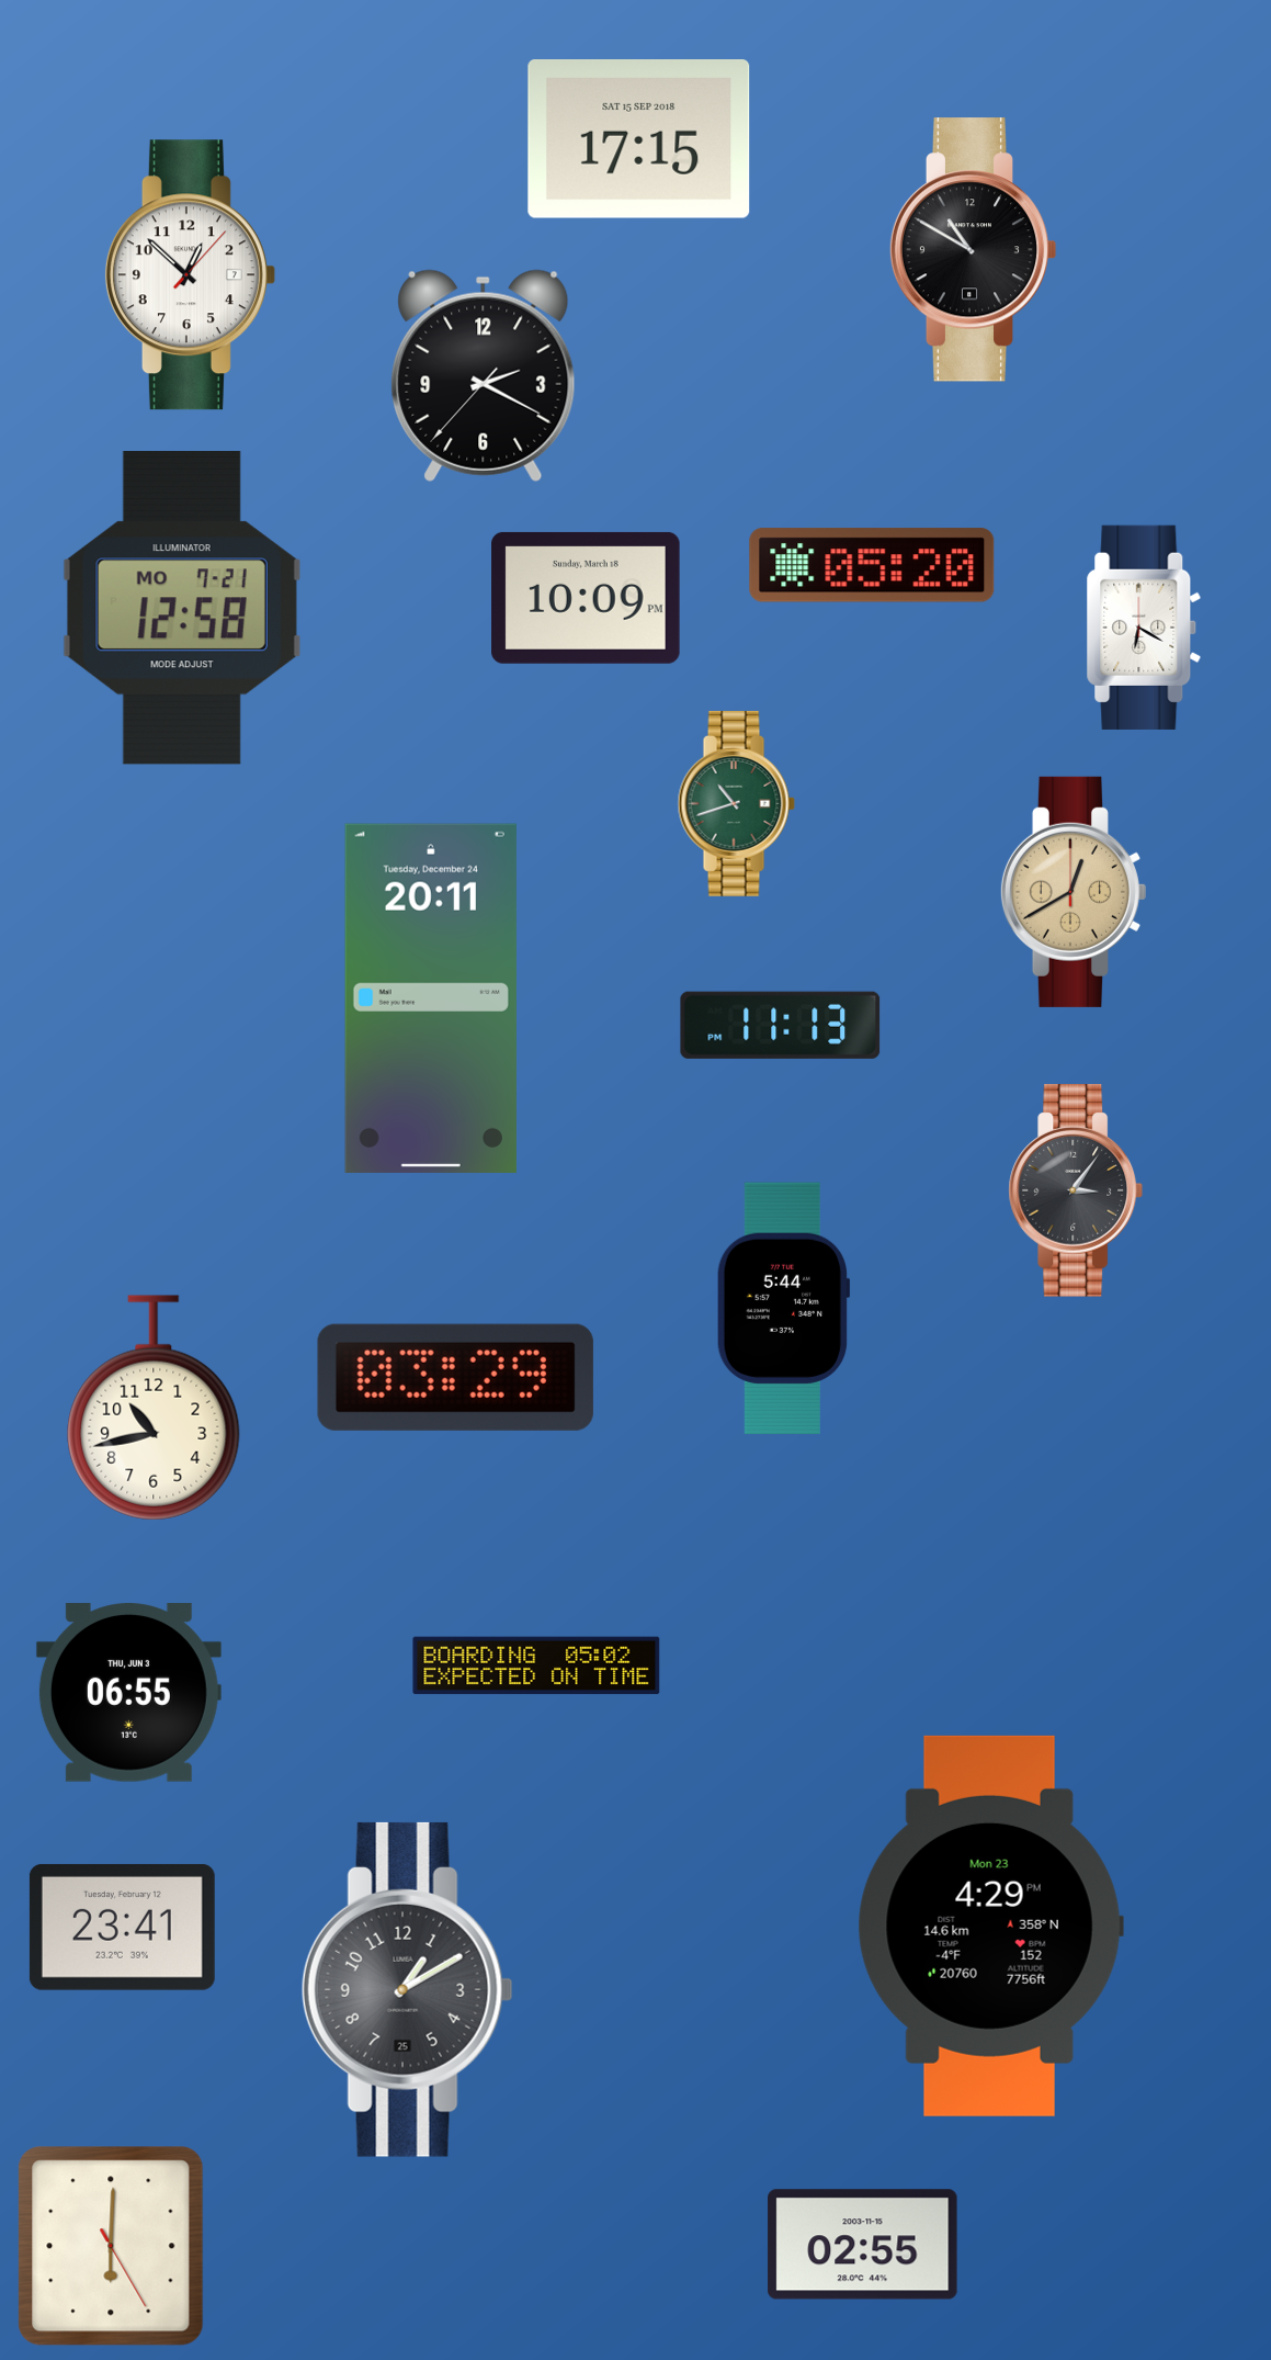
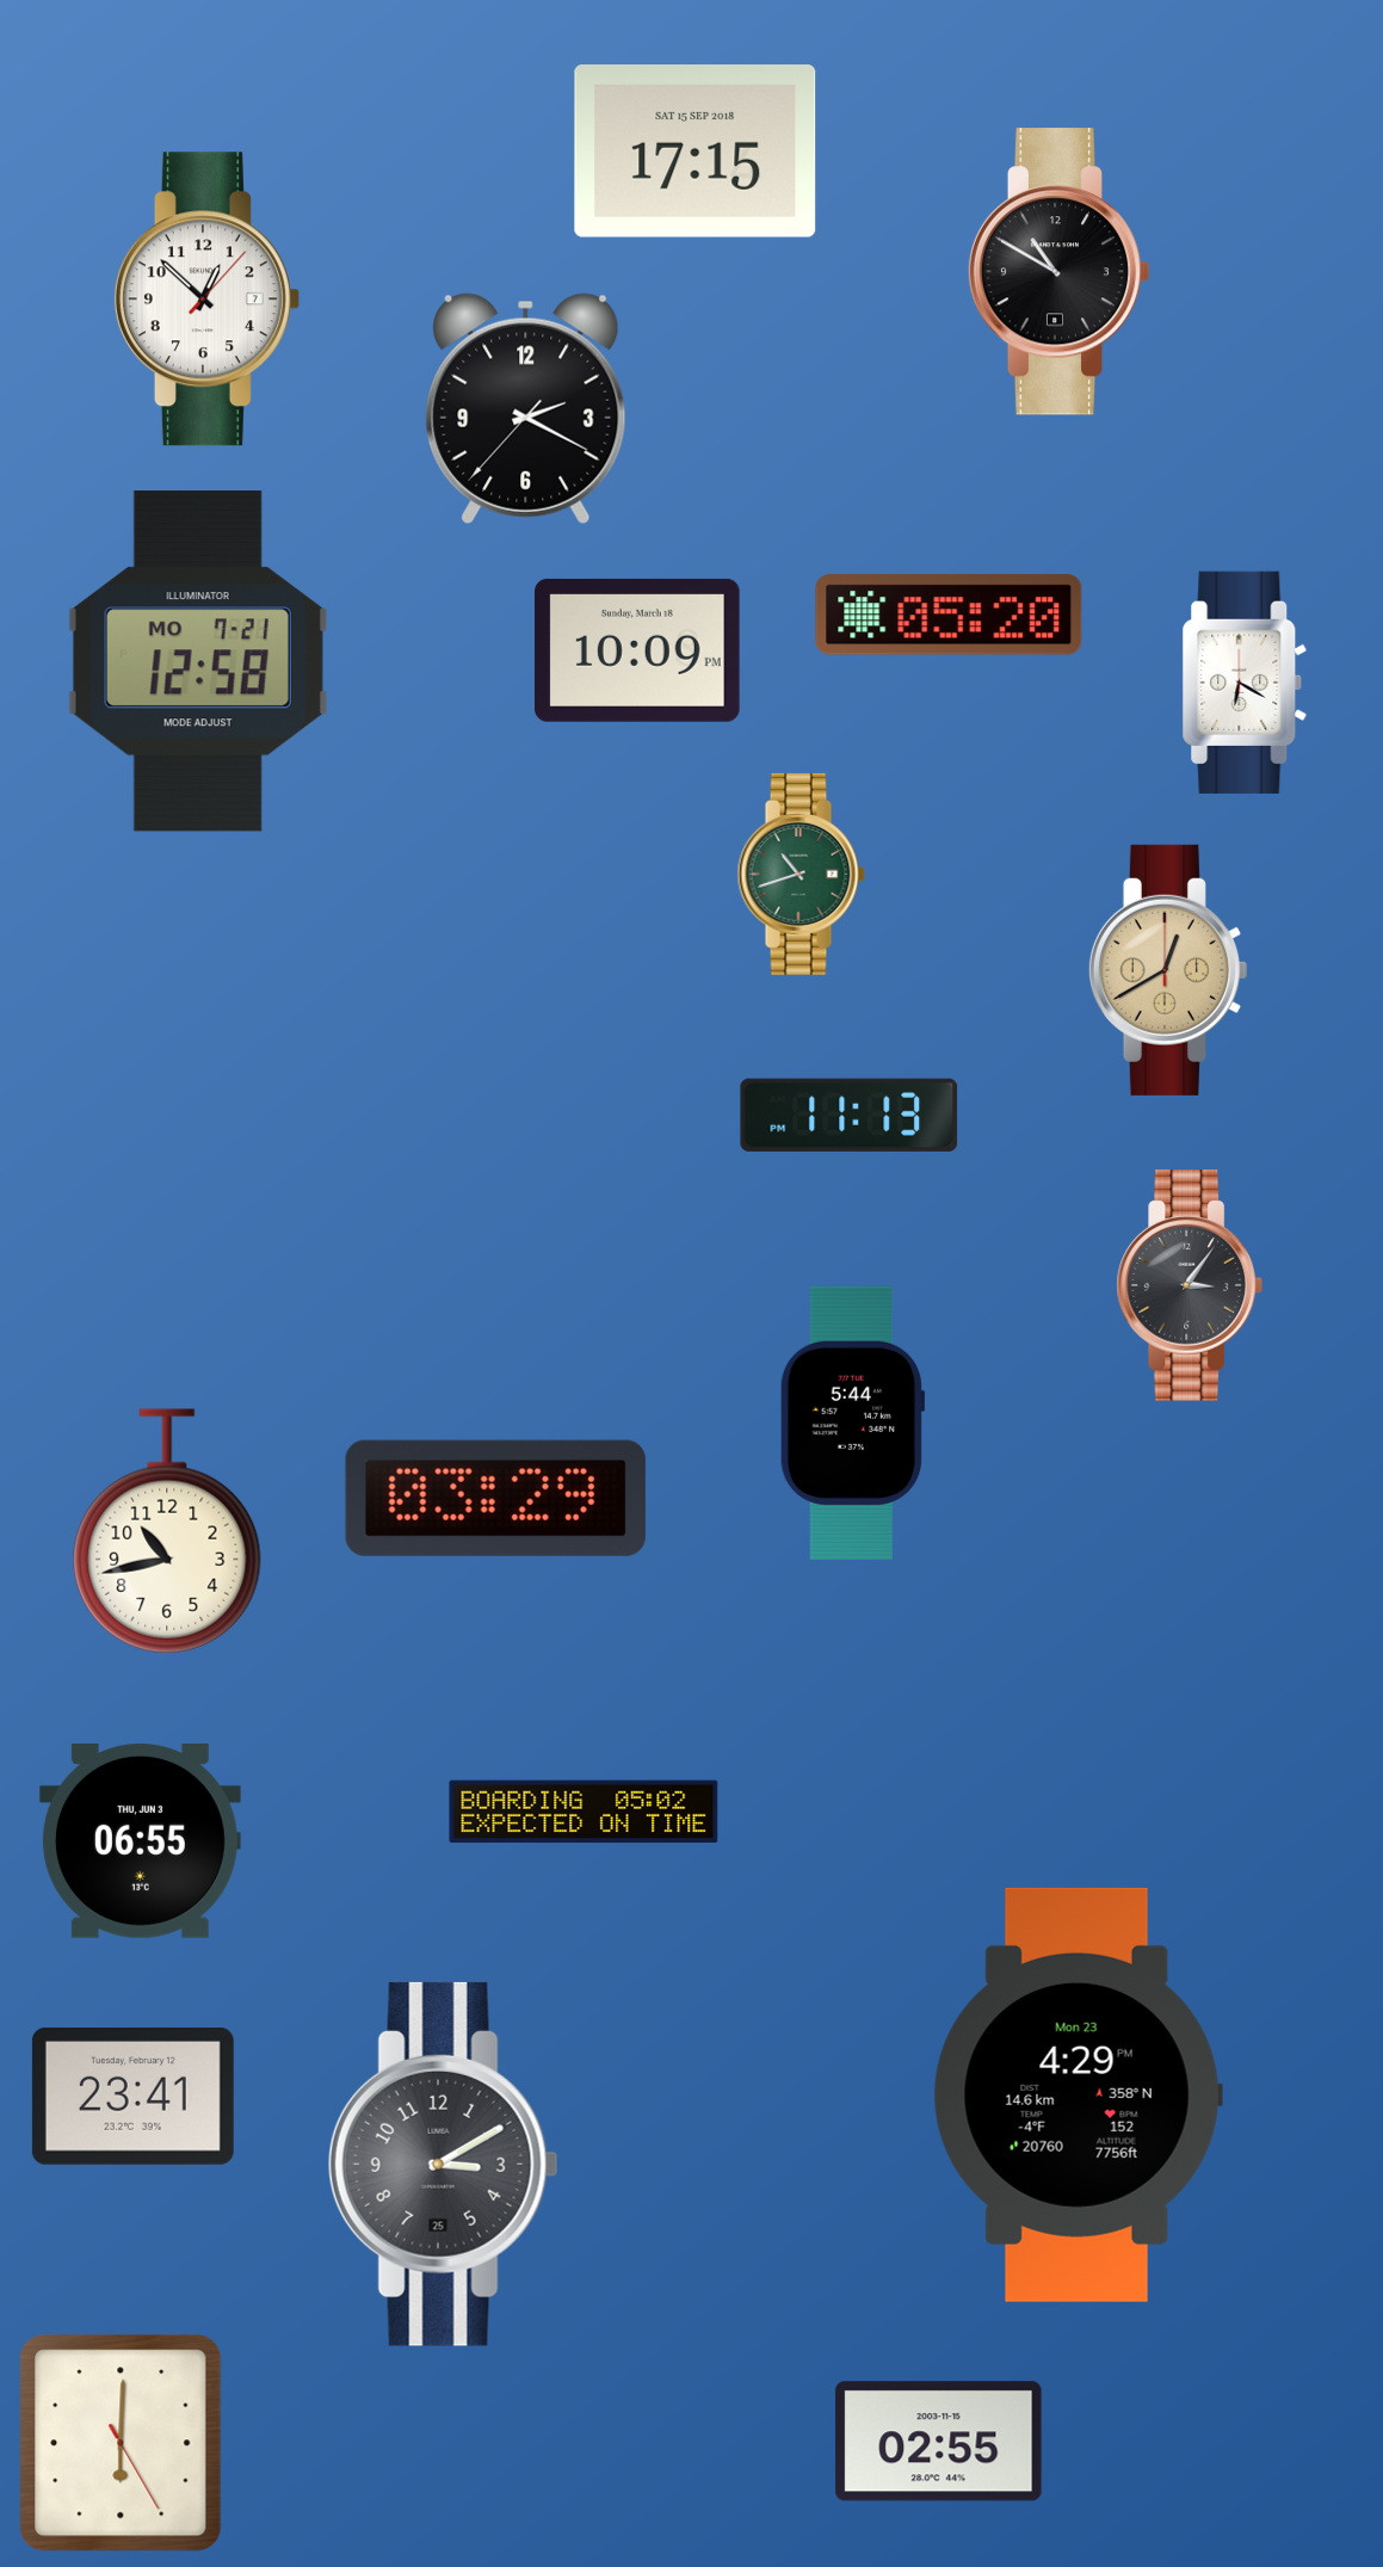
clock at (431, 998): 20:11 -> none
clock at (1076, 1192) position: (1076, 1192) -> (1190, 1286)
clock at (407, 1989): 1:10 -> 3:10
